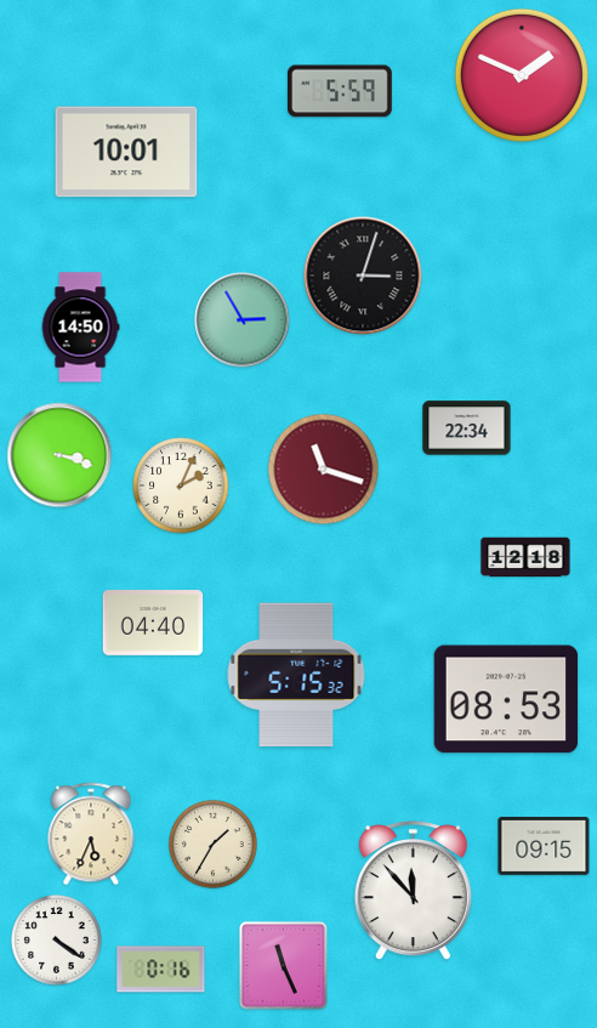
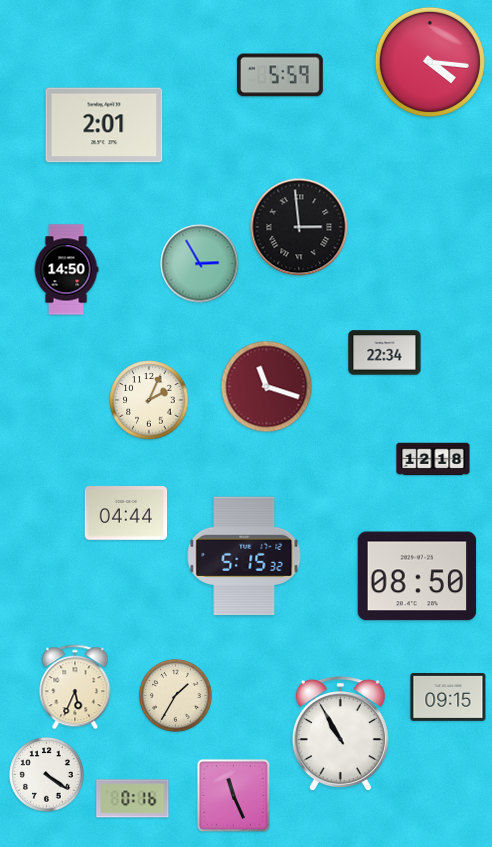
clock at (522, 75): 1:49 -> 4:16
clock at (126, 152): 10:01 -> 2:01
clock at (363, 276): 3:03 -> 2:59
clock at (59, 455): 3:18 -> none
clock at (153, 624): 04:40 -> 04:44
clock at (506, 699): 08:53 -> 08:50
clock at (413, 891): 11:53 -> 10:55
